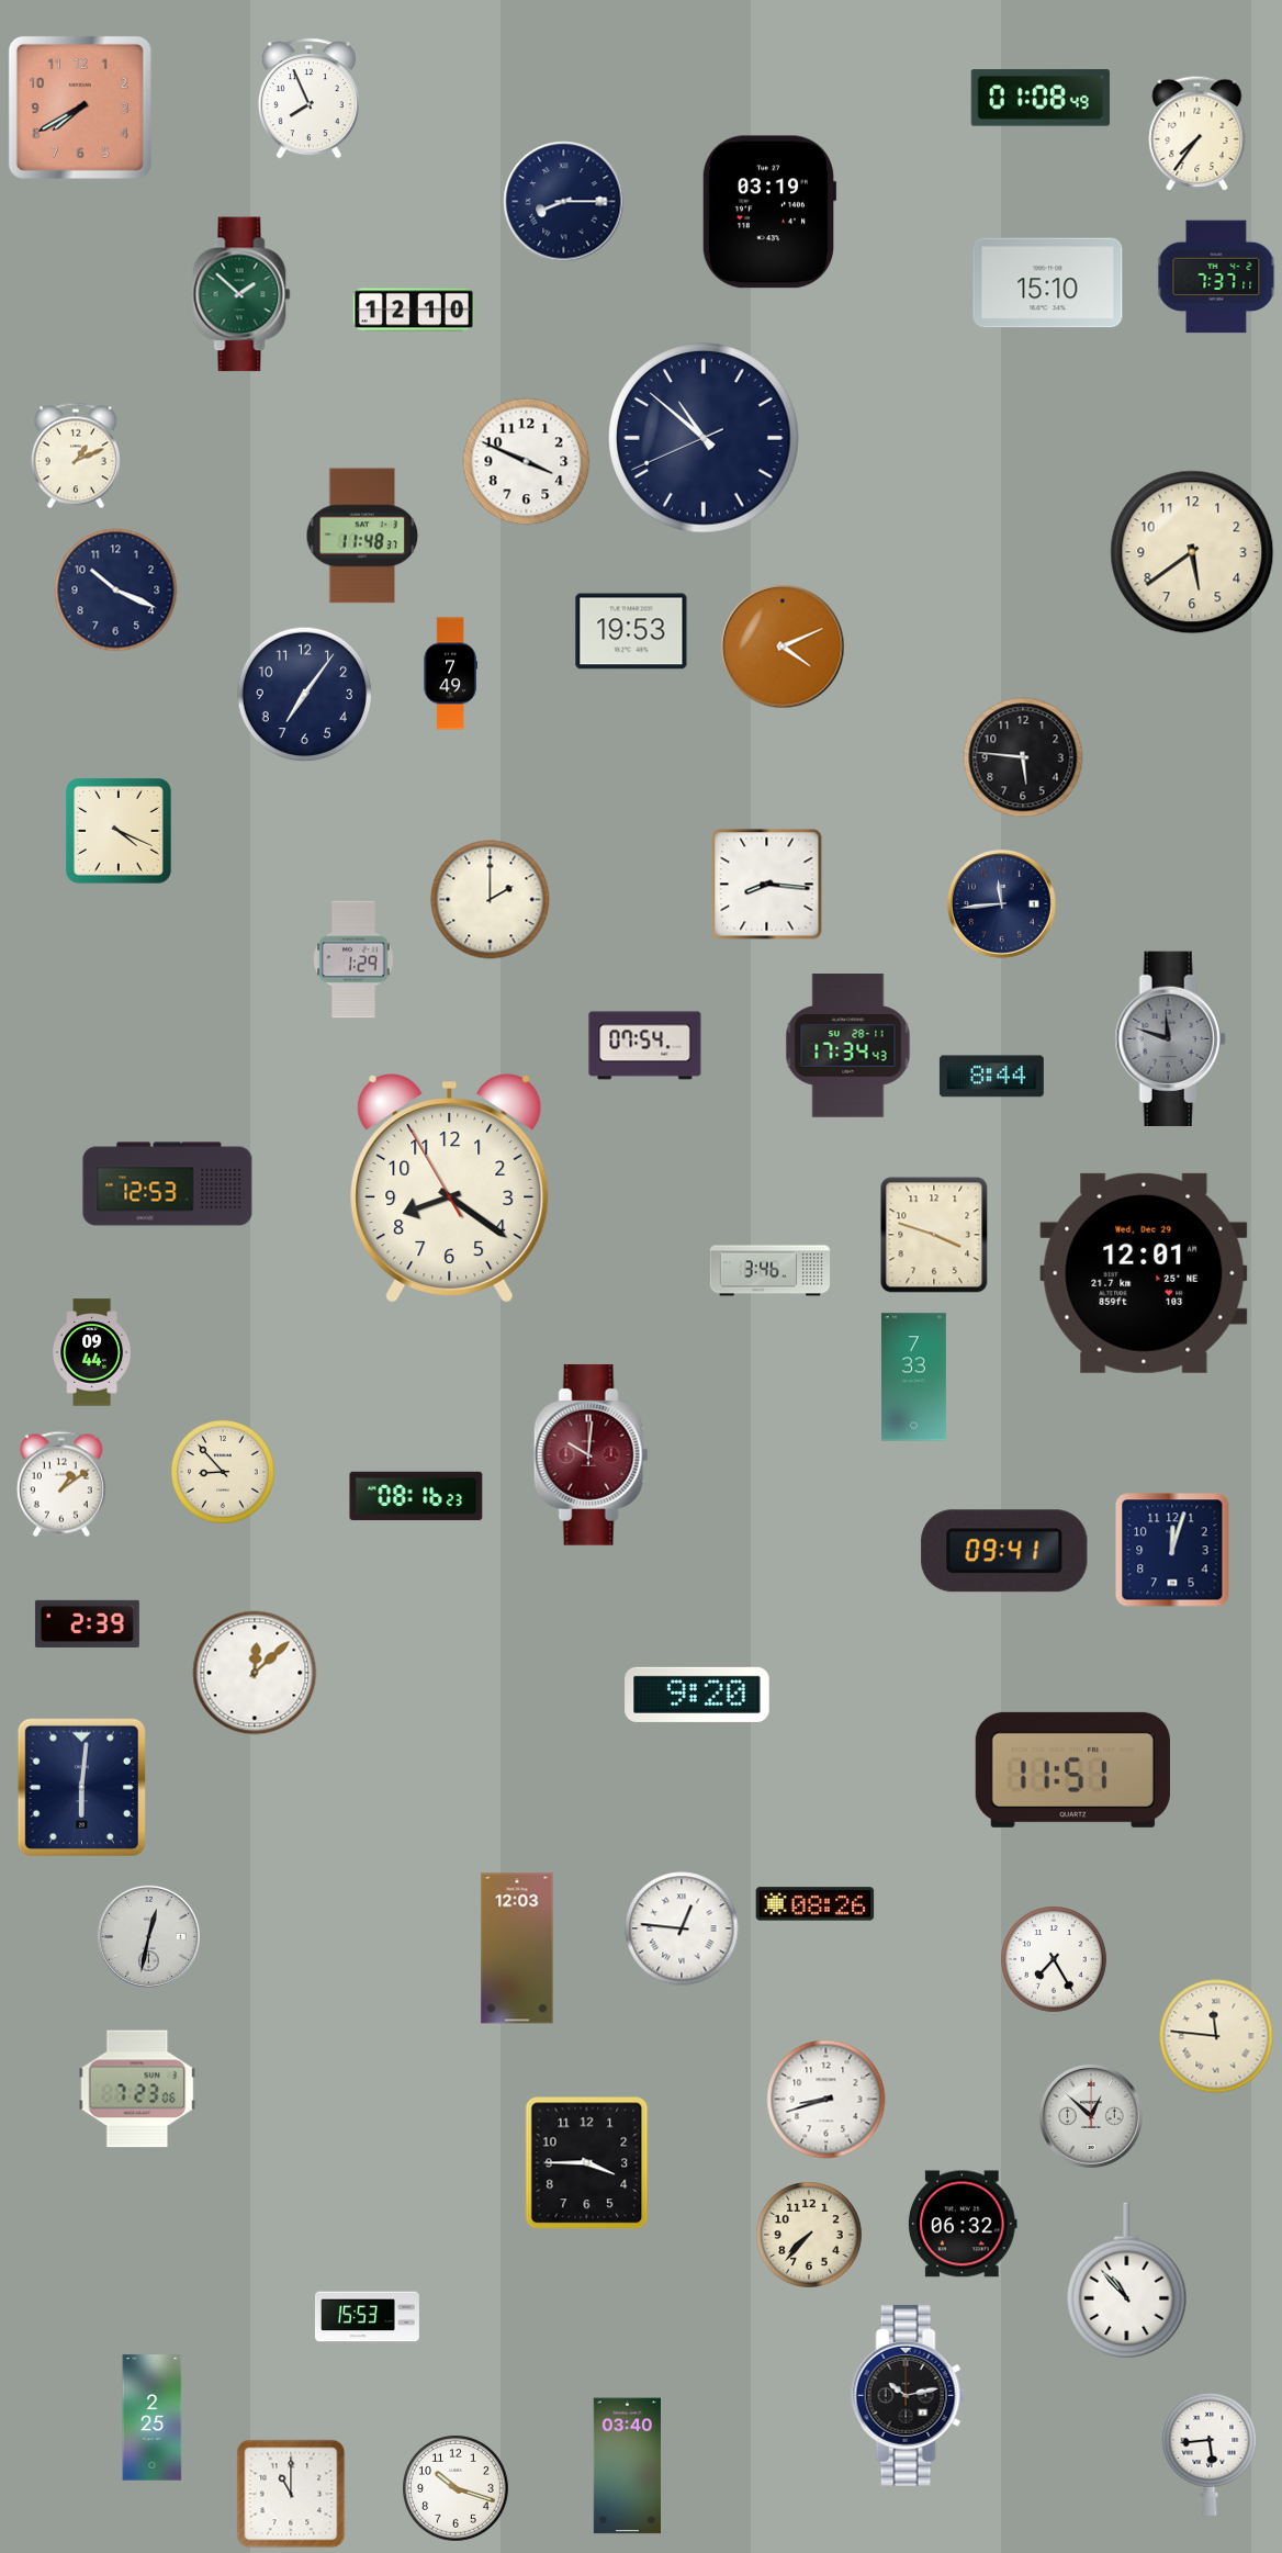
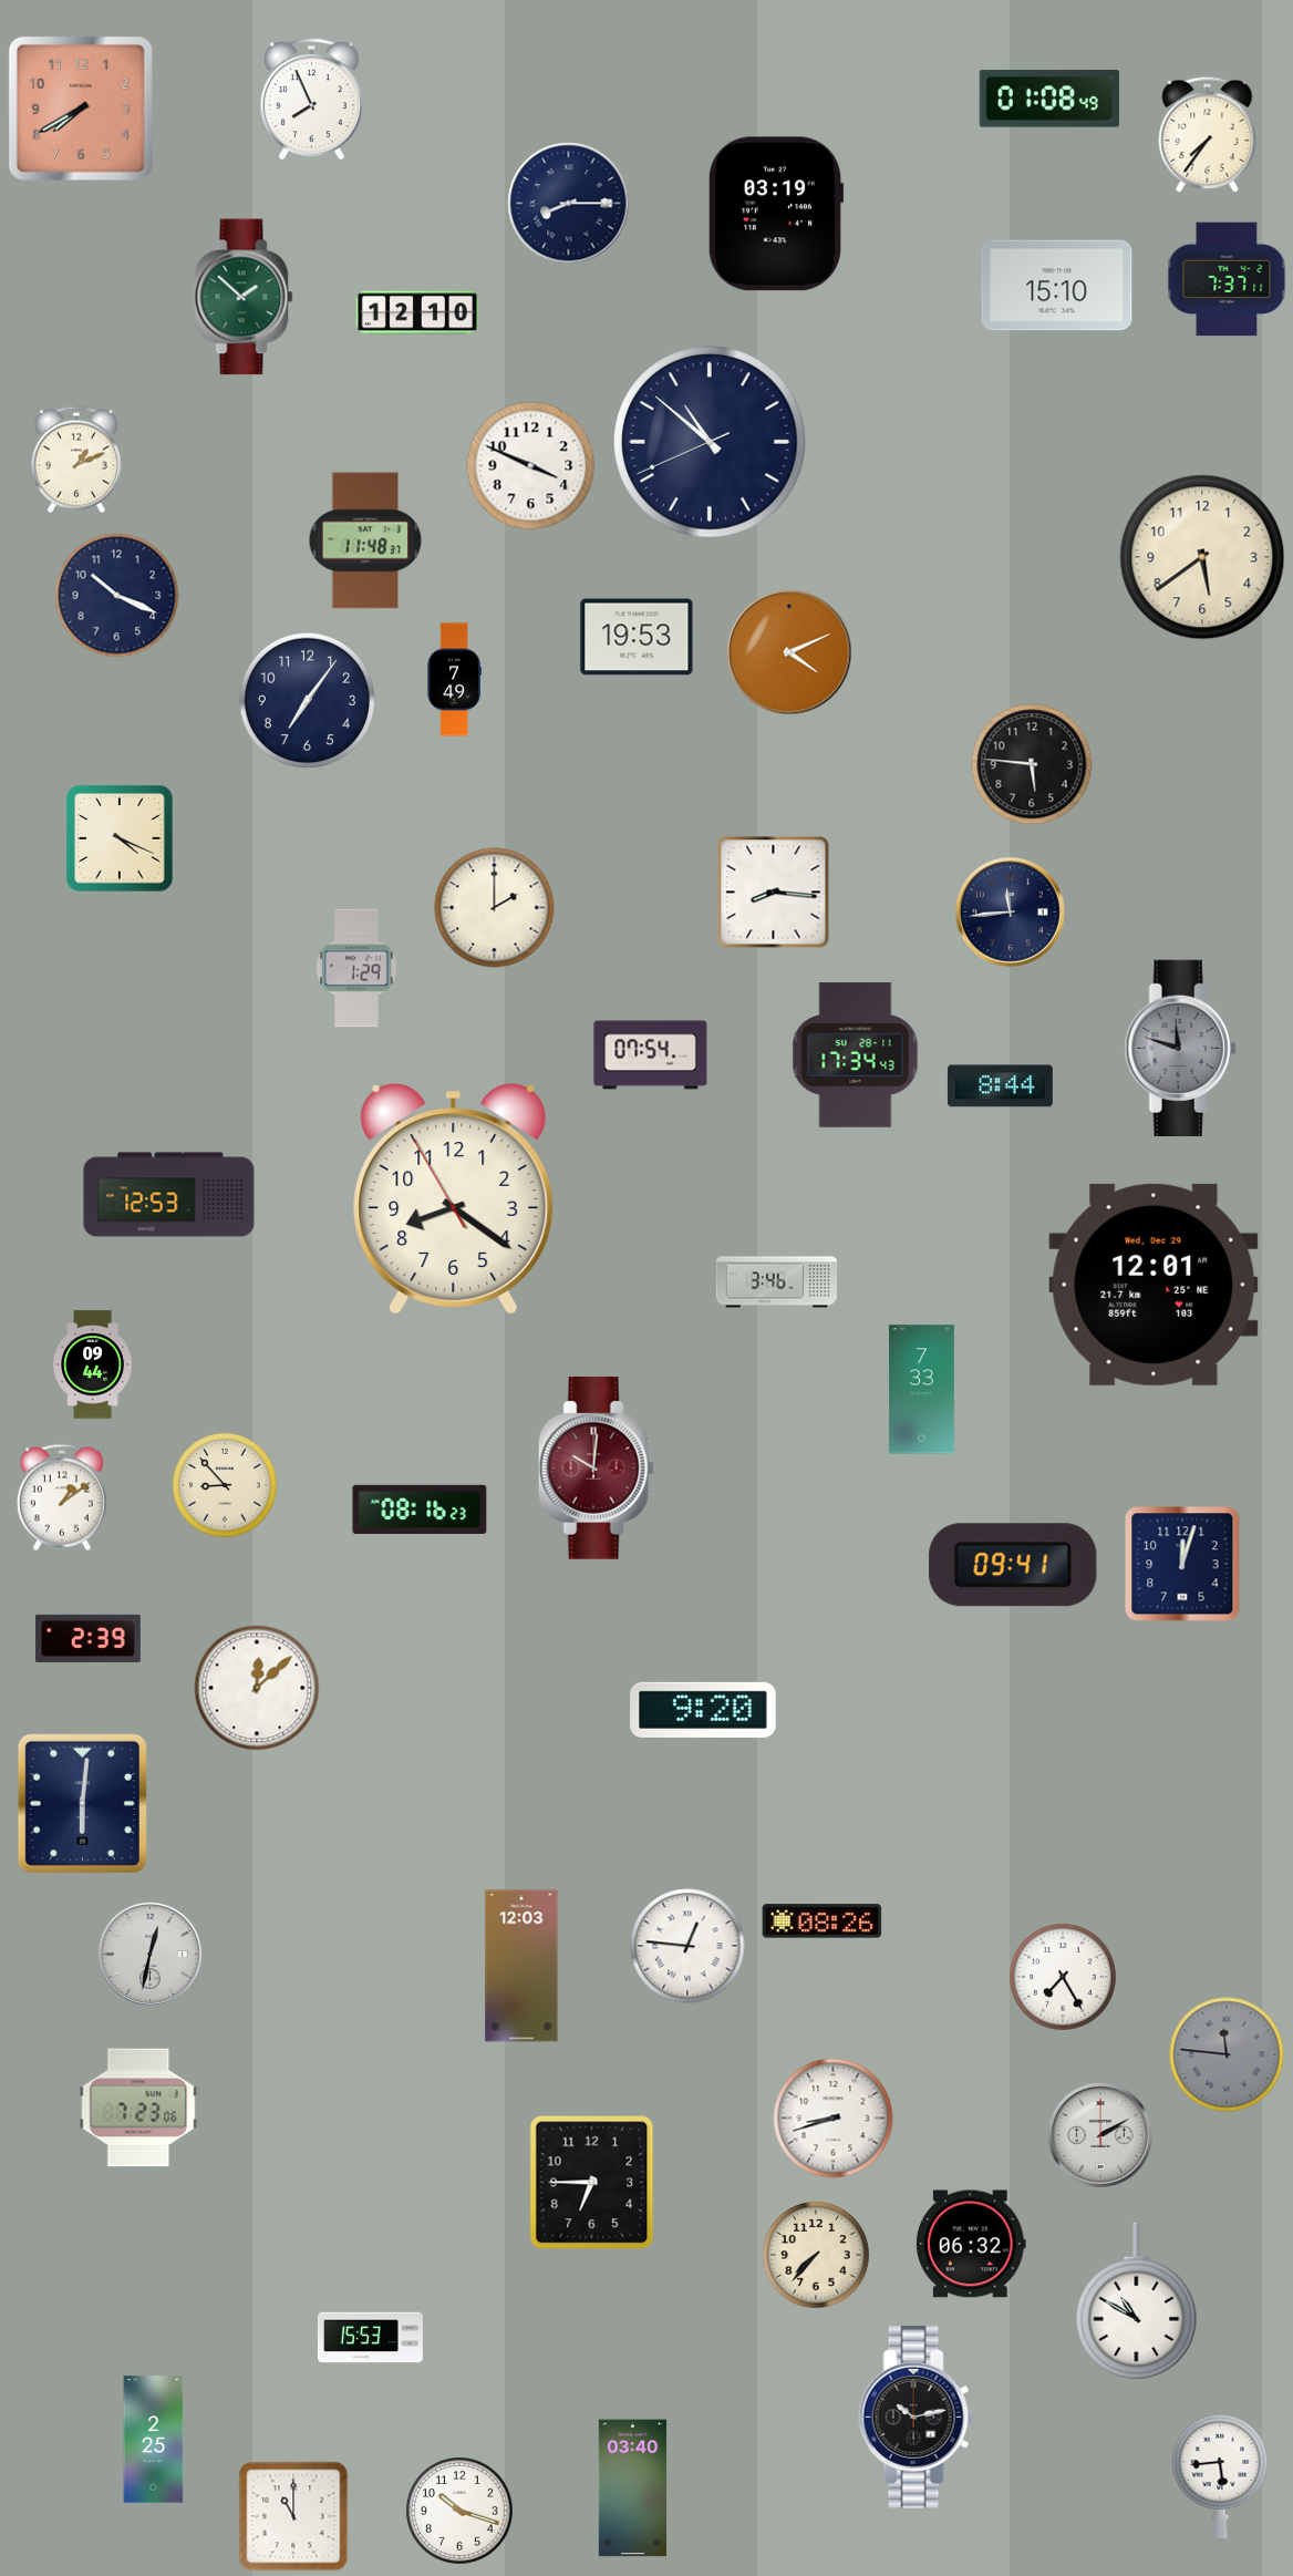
clock at (934, 1235): 3:48 -> none
clock at (1072, 1769): 11:51 -> none
clock at (1216, 2036) dial: cream -> grey
clock at (1091, 2116): 12:52 -> 2:10
clock at (587, 2163): 3:45 -> 6:45
clock at (1127, 2281): 10:53 -> 10:50
